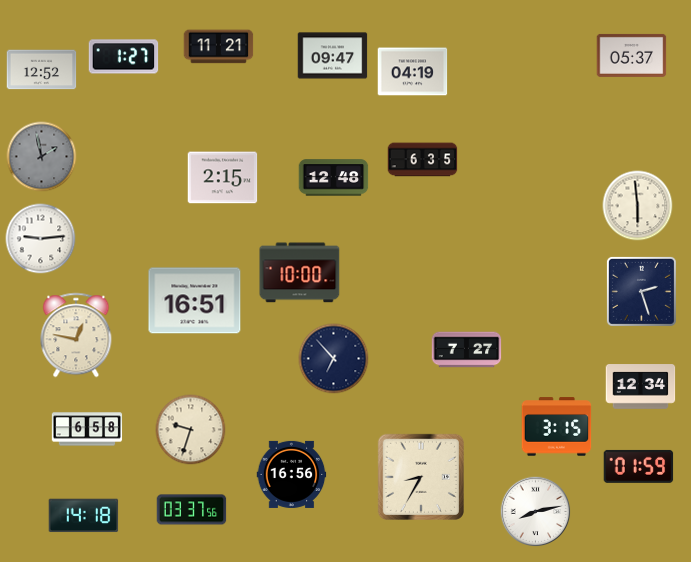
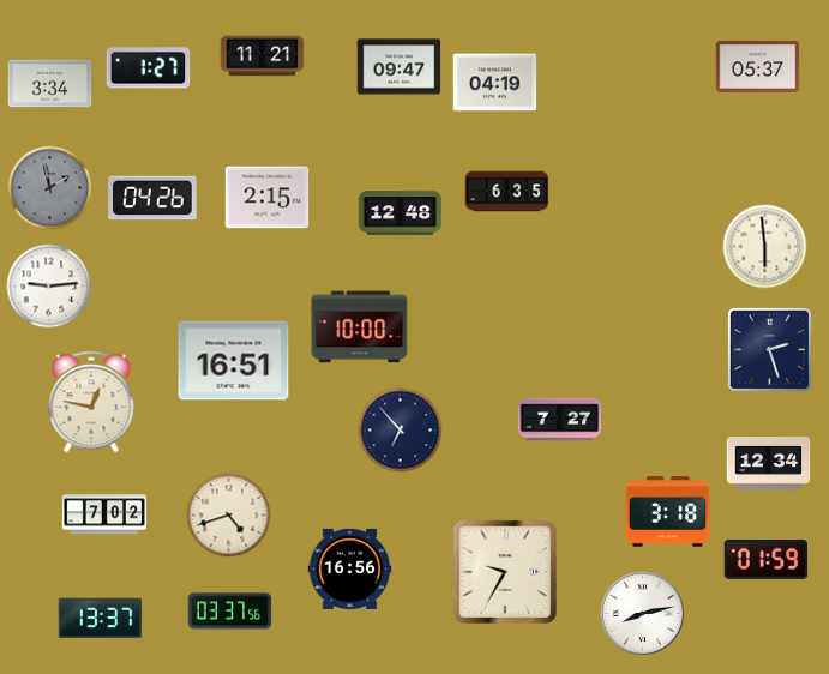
clock at (42, 70): 12:52 -> 3:34
clock at (413, 72) position: (413, 72) -> (495, 83)
clock at (152, 198): none -> 04:26
clock at (223, 178) position: (223, 178) -> (268, 198)
clock at (557, 427): 3:15 -> 3:18
clock at (87, 429): 6:58 -> 7:02
clock at (191, 430): 9:33 -> 4:42
clock at (421, 477): 8:35 -> 9:35
clock at (84, 516): 14:18 -> 13:37
